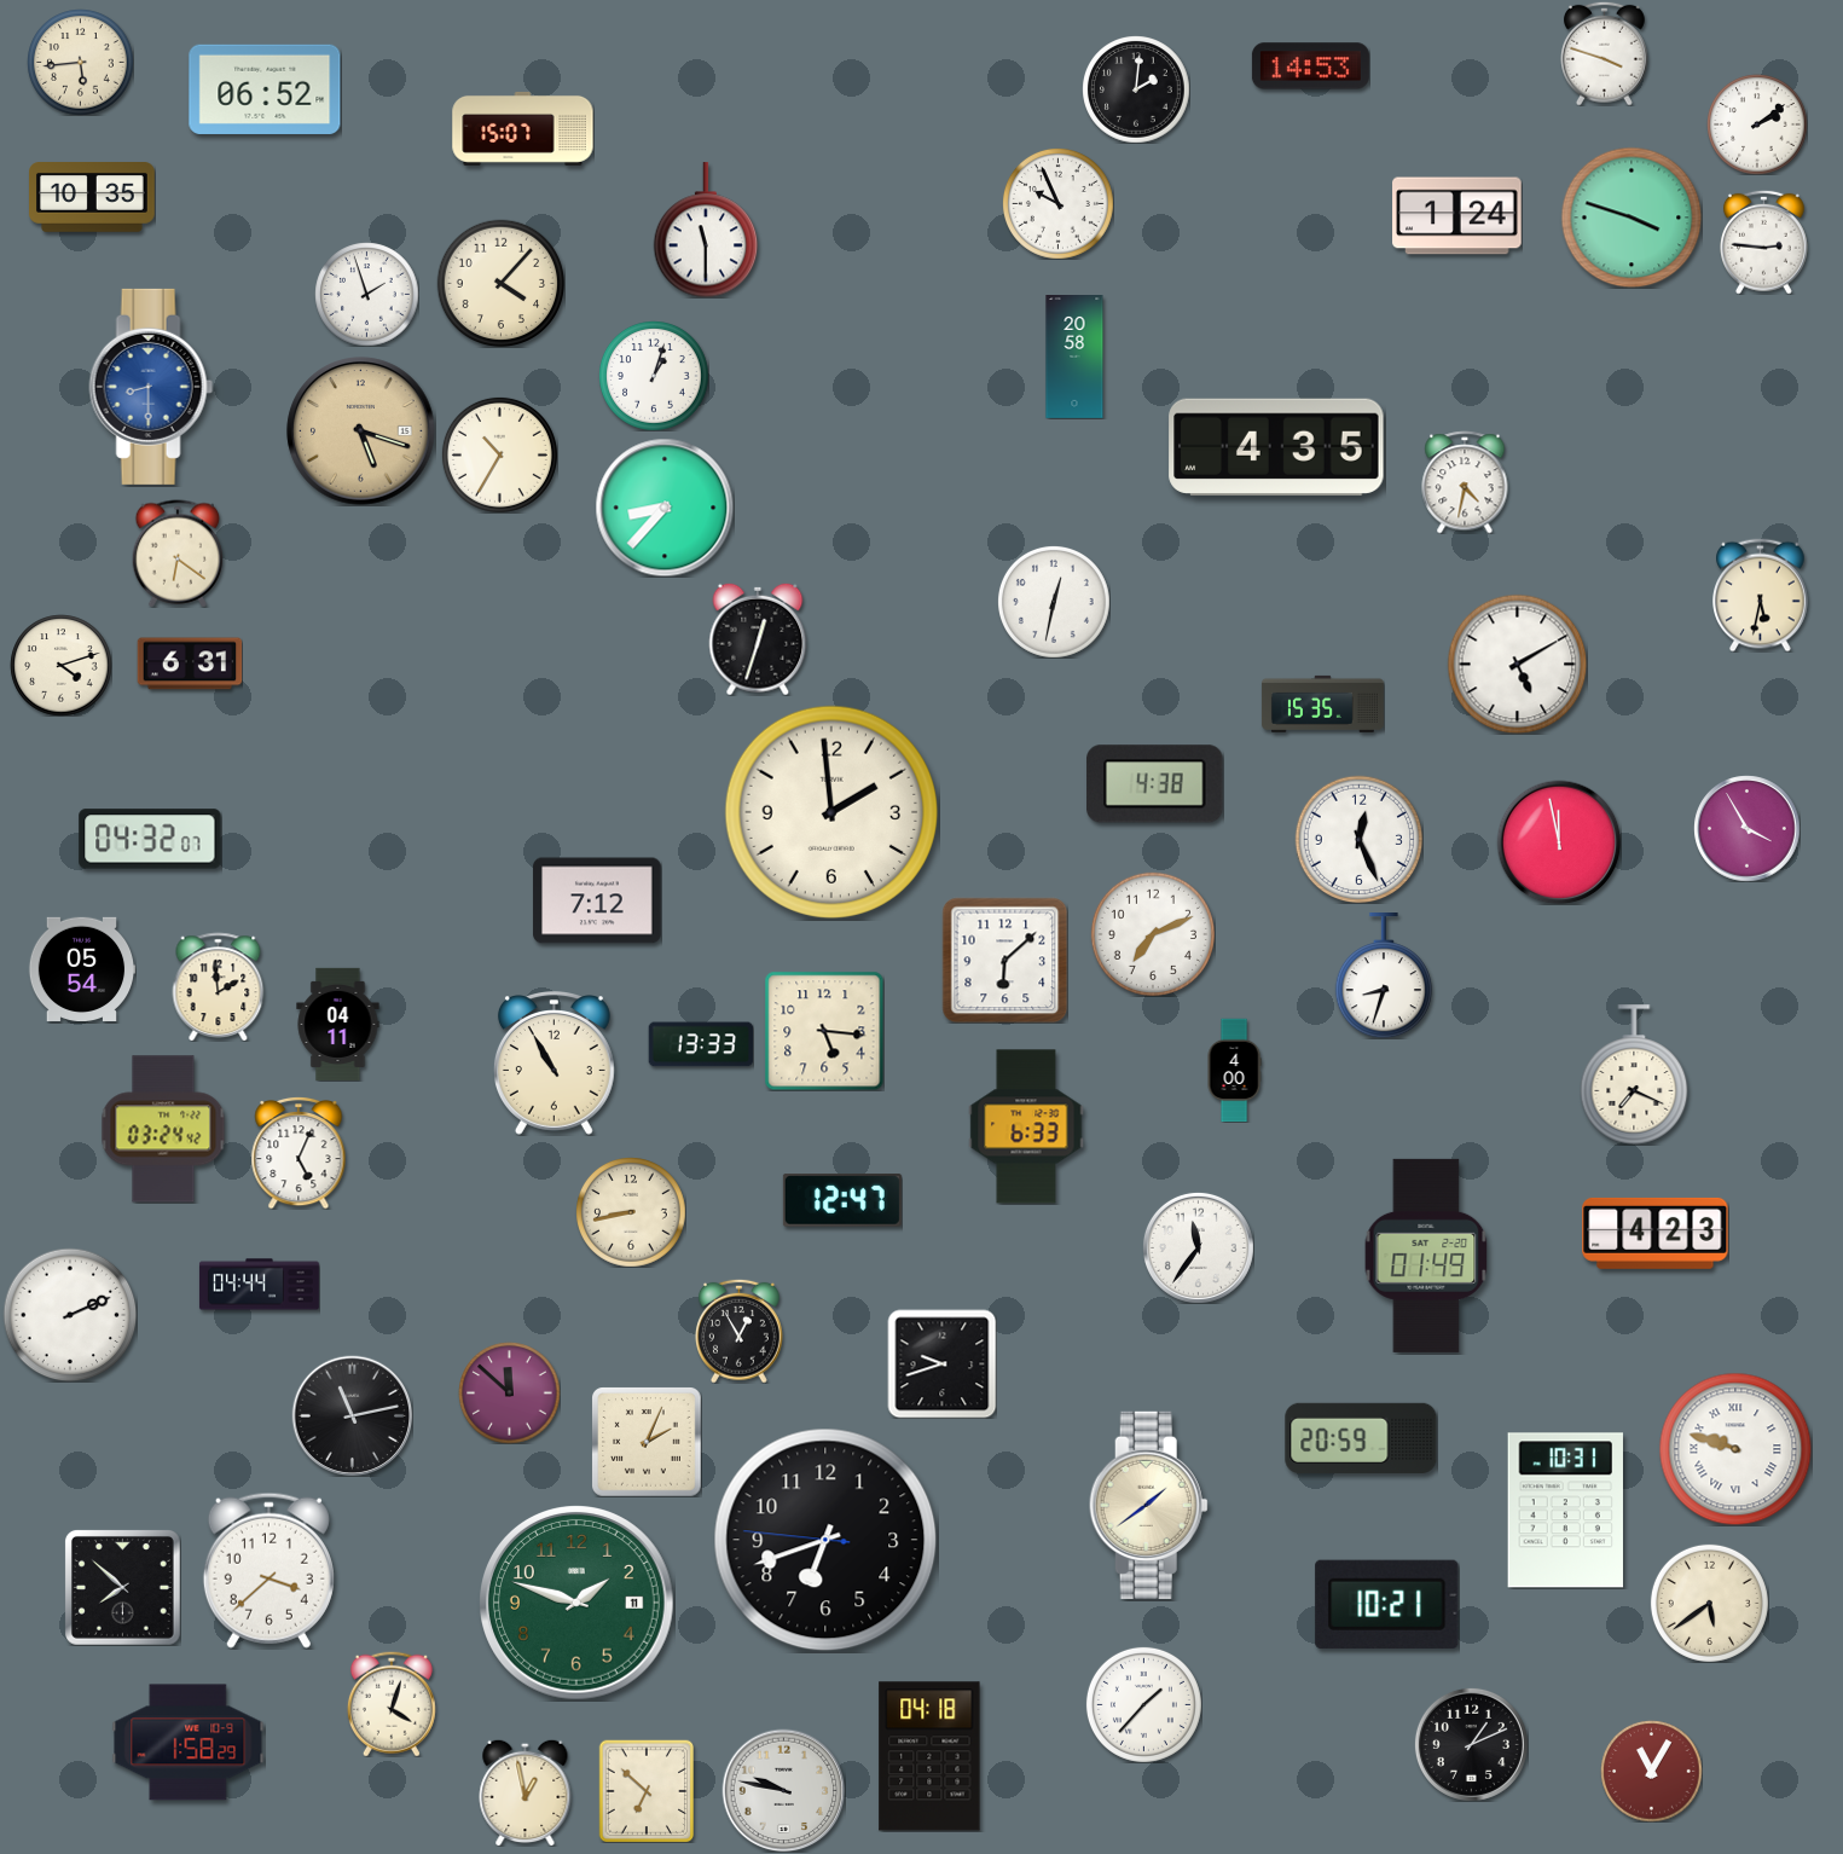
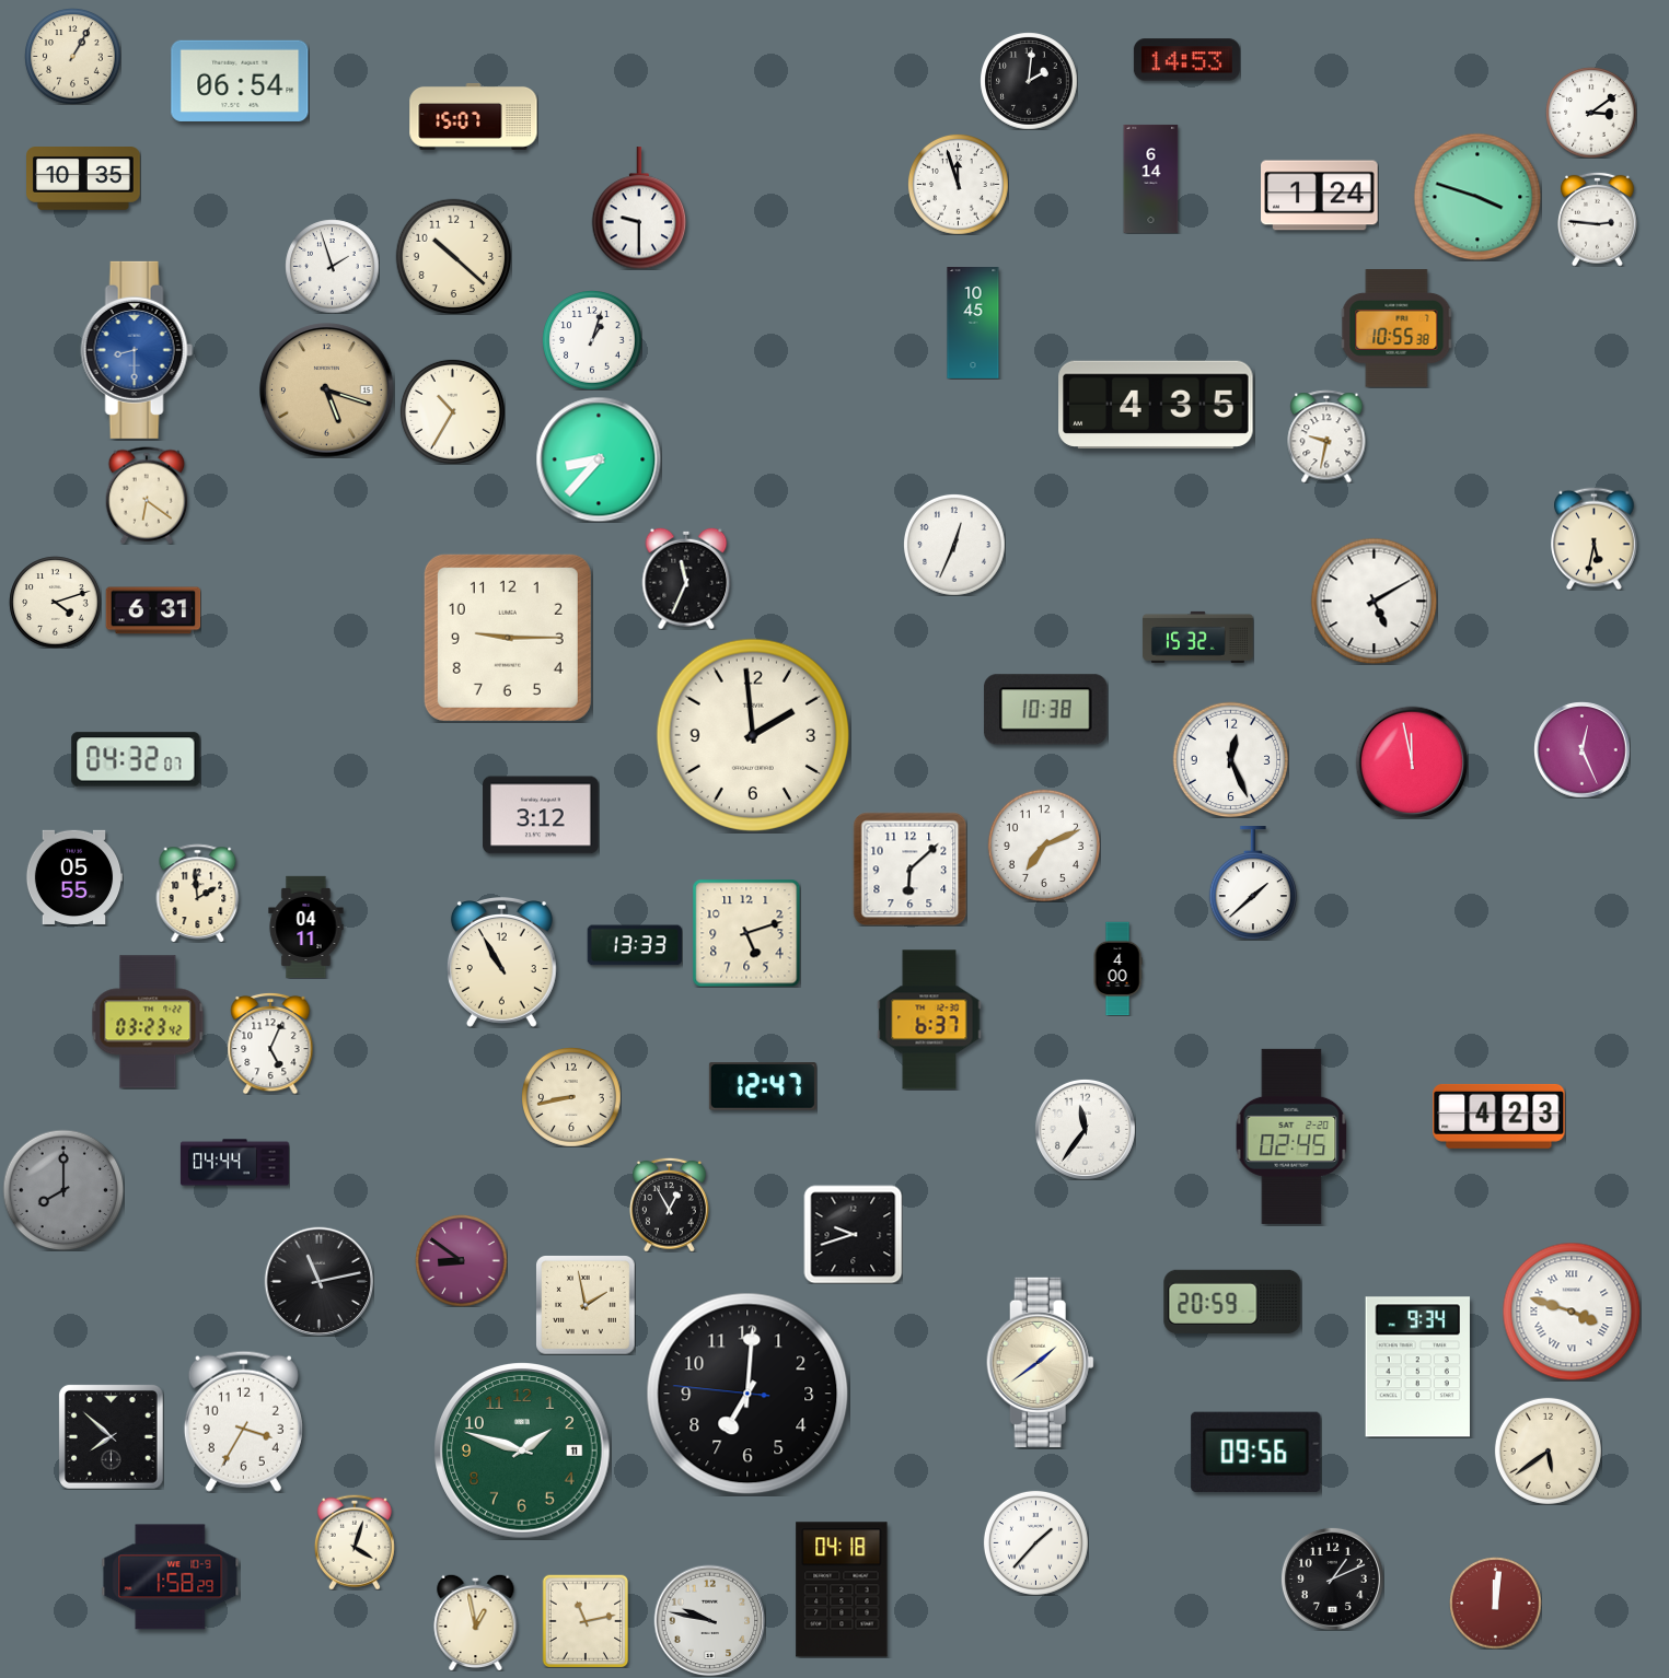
clock at (1605, 53): 3:48 -> none
clock at (80, 62): 5:44 -> 1:05
clock at (265, 89): 06:52 -> 06:54
clock at (1757, 124): 2:09 -> 3:09
clock at (1151, 178): none -> 6:14
clock at (1057, 203): 9:56 -> 11:57
clock at (706, 230): 11:30 -> 9:30
clock at (500, 283): 4:07 -> 10:22
clock at (1074, 358): 20:58 -> 10:45
clock at (1396, 328): none -> 10:55
clock at (1465, 482): 4:32 -> 9:32
clock at (665, 508) position: (665, 508) -> (599, 459)
clock at (178, 554) position: (178, 554) -> (147, 496)
clock at (1054, 602): 12:32 -> 12:34
clock at (758, 639): 12:33 -> 11:34
clock at (190, 664) position: (190, 664) -> (153, 610)
clock at (1322, 703): 15:35 -> 15:32
clock at (508, 638): none -> 9:15
clock at (1155, 784): 4:38 -> 10:38
clock at (1746, 828): 3:55 -> 12:26
clock at (597, 900): 7:12 -> 3:12
clock at (82, 968): 05:54 -> 05:55
clock at (1384, 977): 8:33 -> 1:38
clock at (824, 1031): 5:16 -> 5:12
clock at (1634, 1074): 7:19 -> none
clock at (1026, 1126): 6:33 -> 6:37
clock at (163, 1129): 03:24 -> 03:23
clock at (1426, 1256): 01:49 -> 02:45
clock at (70, 1315): 2:11 -> 8:00
clock at (70, 1315) dial: white -> grey
clock at (509, 1392): 11:52 -> 8:51
clock at (647, 1442): 2:04 -> 1:58
clock at (1735, 1449): 9:48 -> 3:48
clock at (1565, 1511): 10:31 -> 9:34
clock at (825, 1540): 6:41 -> 7:00
clock at (268, 1570): 3:38 -> 3:35
clock at (1387, 1604): 10:21 -> 09:56
clock at (1651, 1771): 11:05 -> 12:01
clock at (647, 1791): 6:52 -> 11:13
